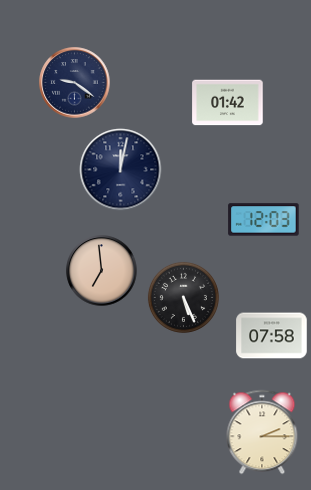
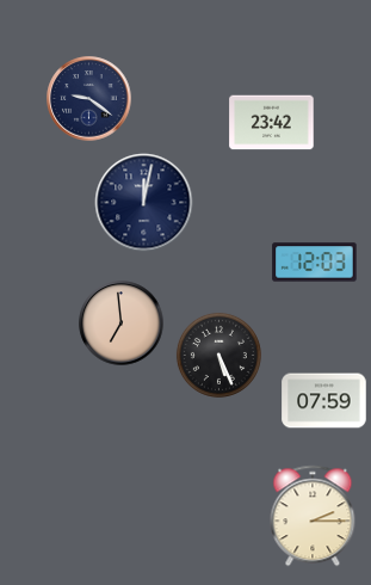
clock at (228, 103): 01:42 -> 23:42
clock at (272, 336): 07:58 -> 07:59
